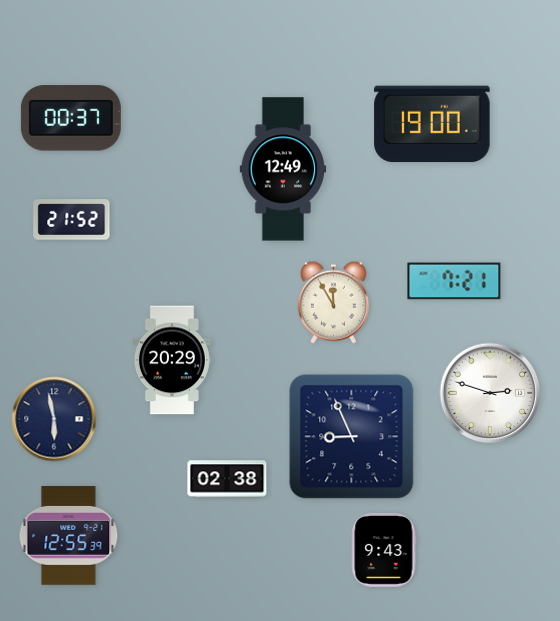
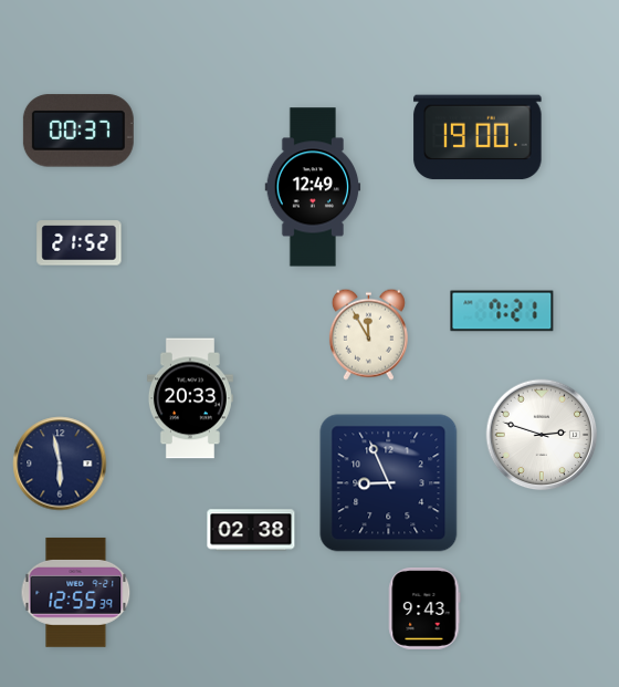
clock at (172, 360): 20:29 -> 20:33
